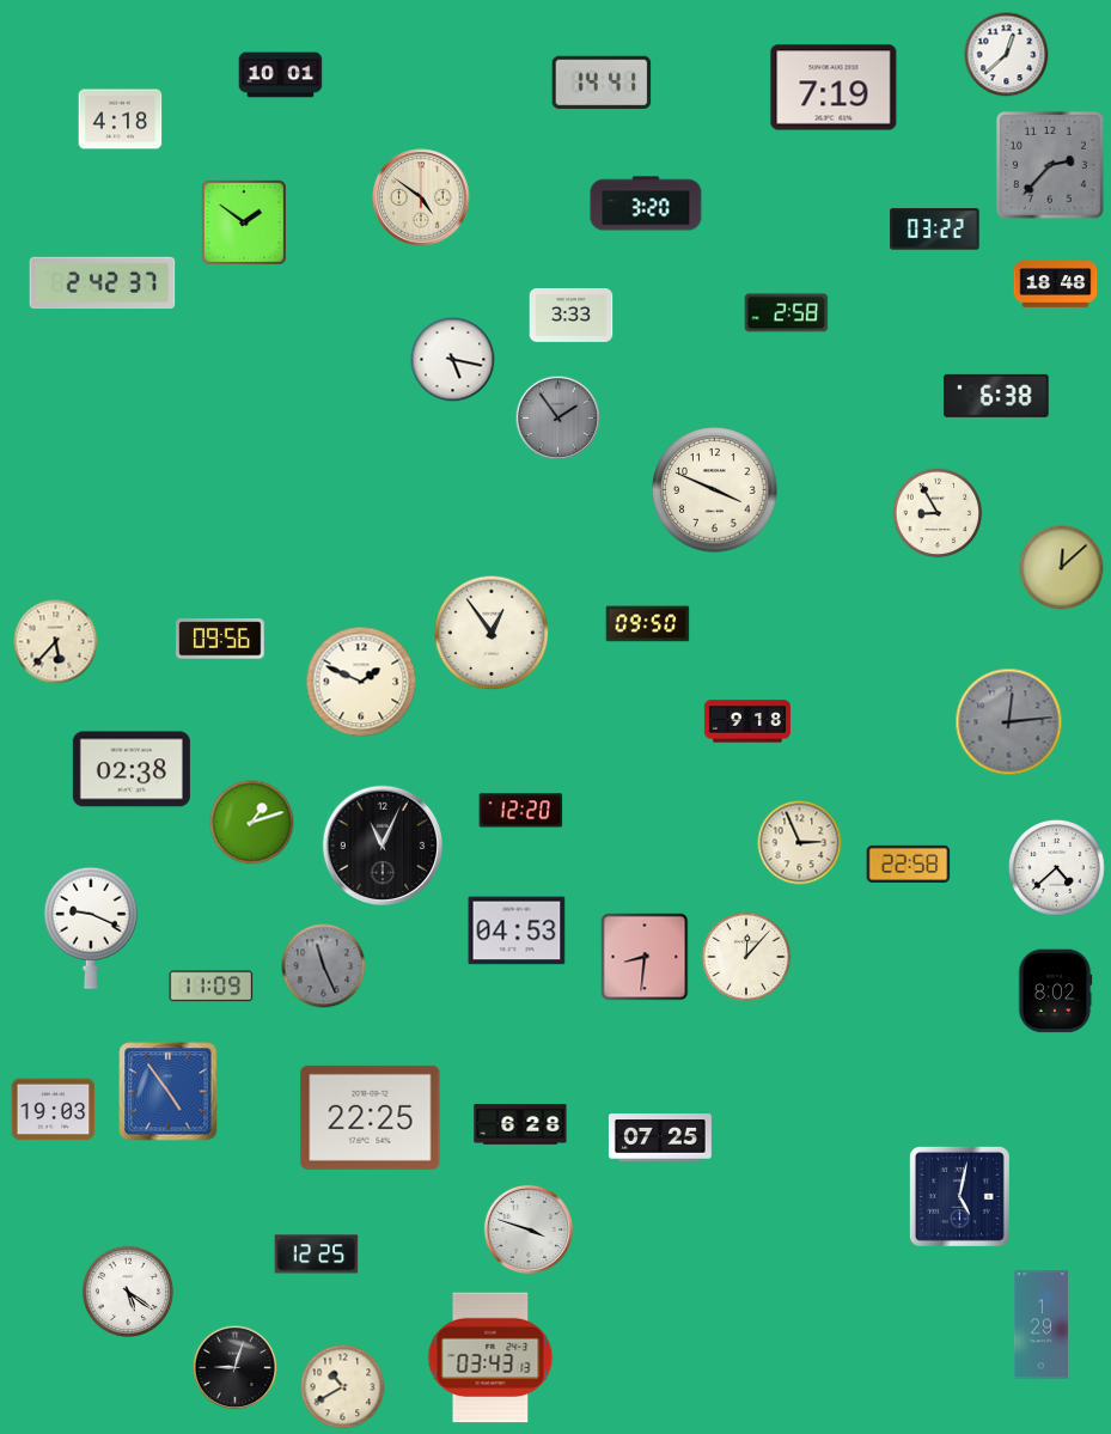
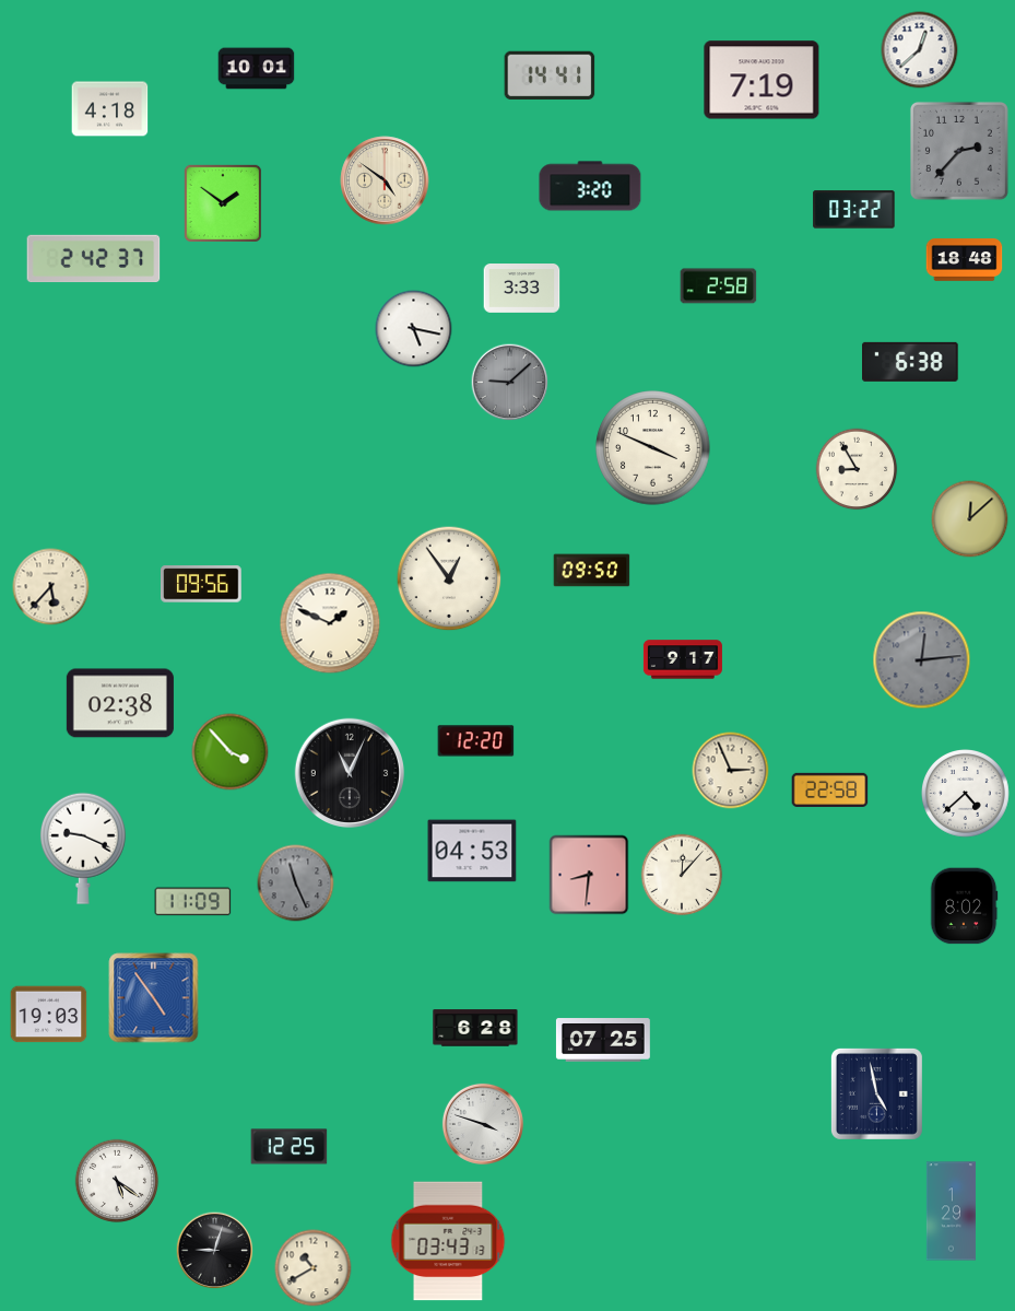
clock at (558, 419): 1:54 -> 9:08
clock at (747, 721): 9:18 -> 9:17
clock at (252, 823): 1:12 -> 3:53
clock at (371, 1117): 22:25 -> none
clock at (959, 1196): 5:02 -> 4:58
